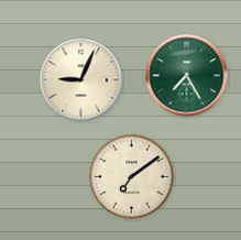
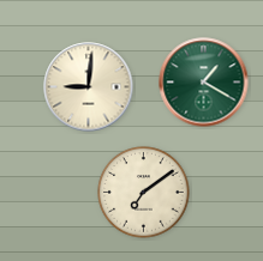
clock at (187, 76): 7:25 -> 1:20
clock at (81, 80): 9:04 -> 9:01
